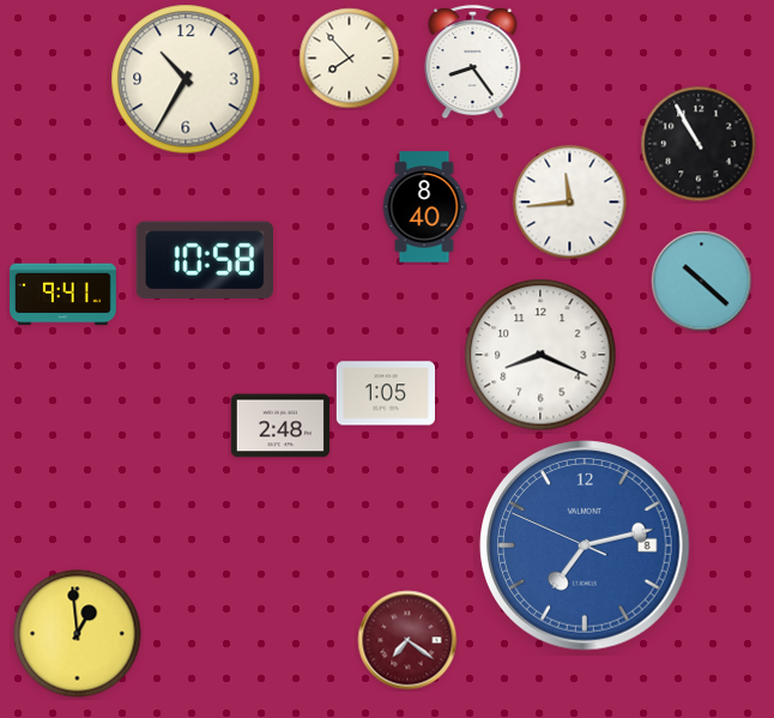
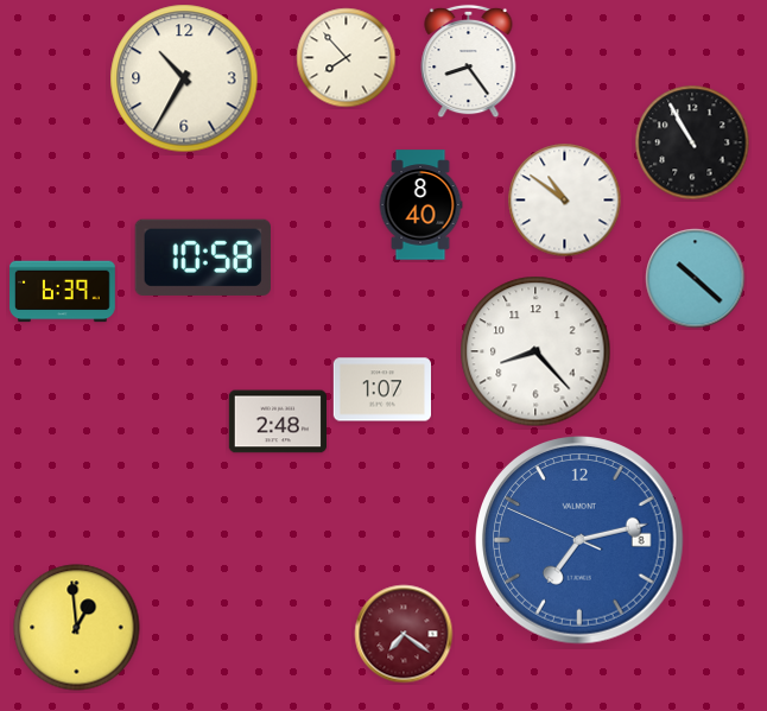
clock at (570, 203): 11:44 -> 10:51
clock at (64, 295): 9:41 -> 6:39
clock at (540, 355): 8:19 -> 8:23
clock at (385, 393): 1:05 -> 1:07
